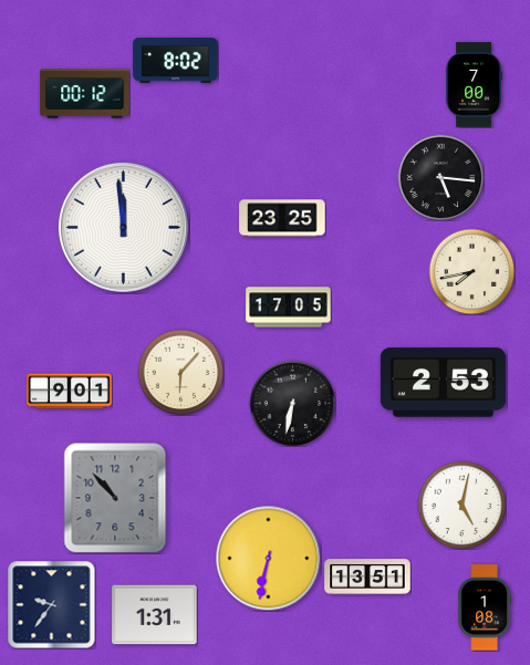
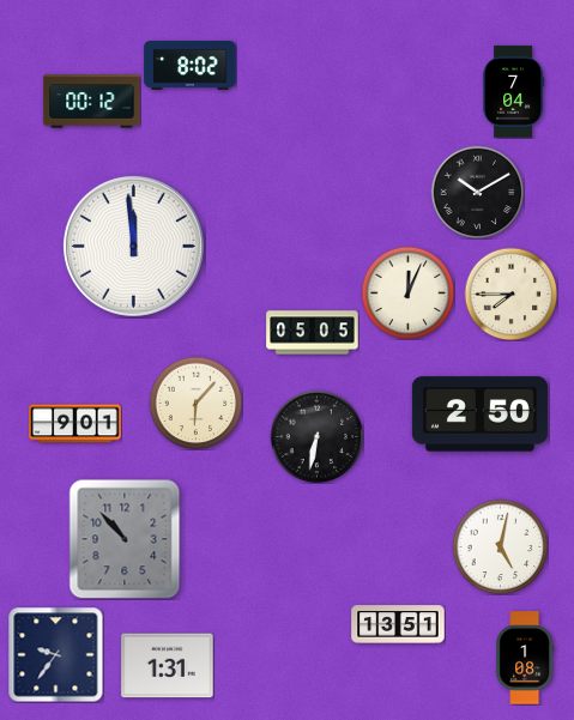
clock at (475, 85): 7:00 -> 7:04
clock at (440, 177): 5:16 -> 10:10
clock at (282, 218): 23:25 -> none
clock at (407, 292): none -> 12:04
clock at (471, 271): 7:43 -> 7:45
clock at (289, 308): 17:05 -> 05:05
clock at (443, 383): 2:53 -> 2:50
clock at (268, 558): 6:32 -> none
